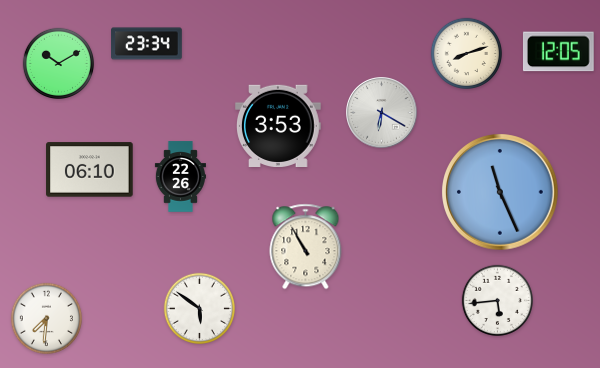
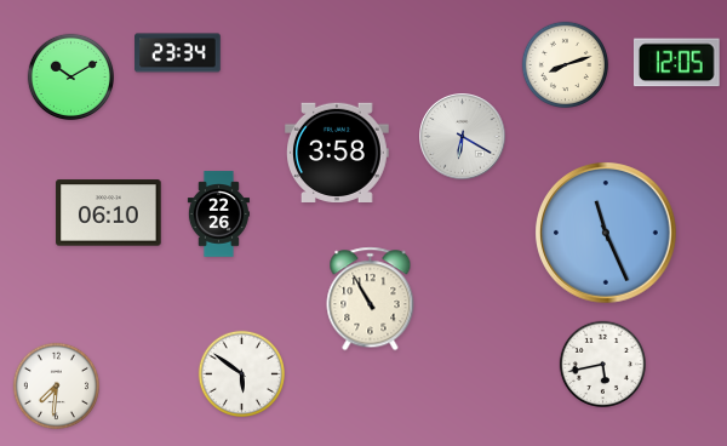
clock at (279, 125): 3:53 -> 3:58
clock at (90, 170) position: (90, 170) -> (109, 213)
clock at (497, 300): 5:44 -> 5:43
